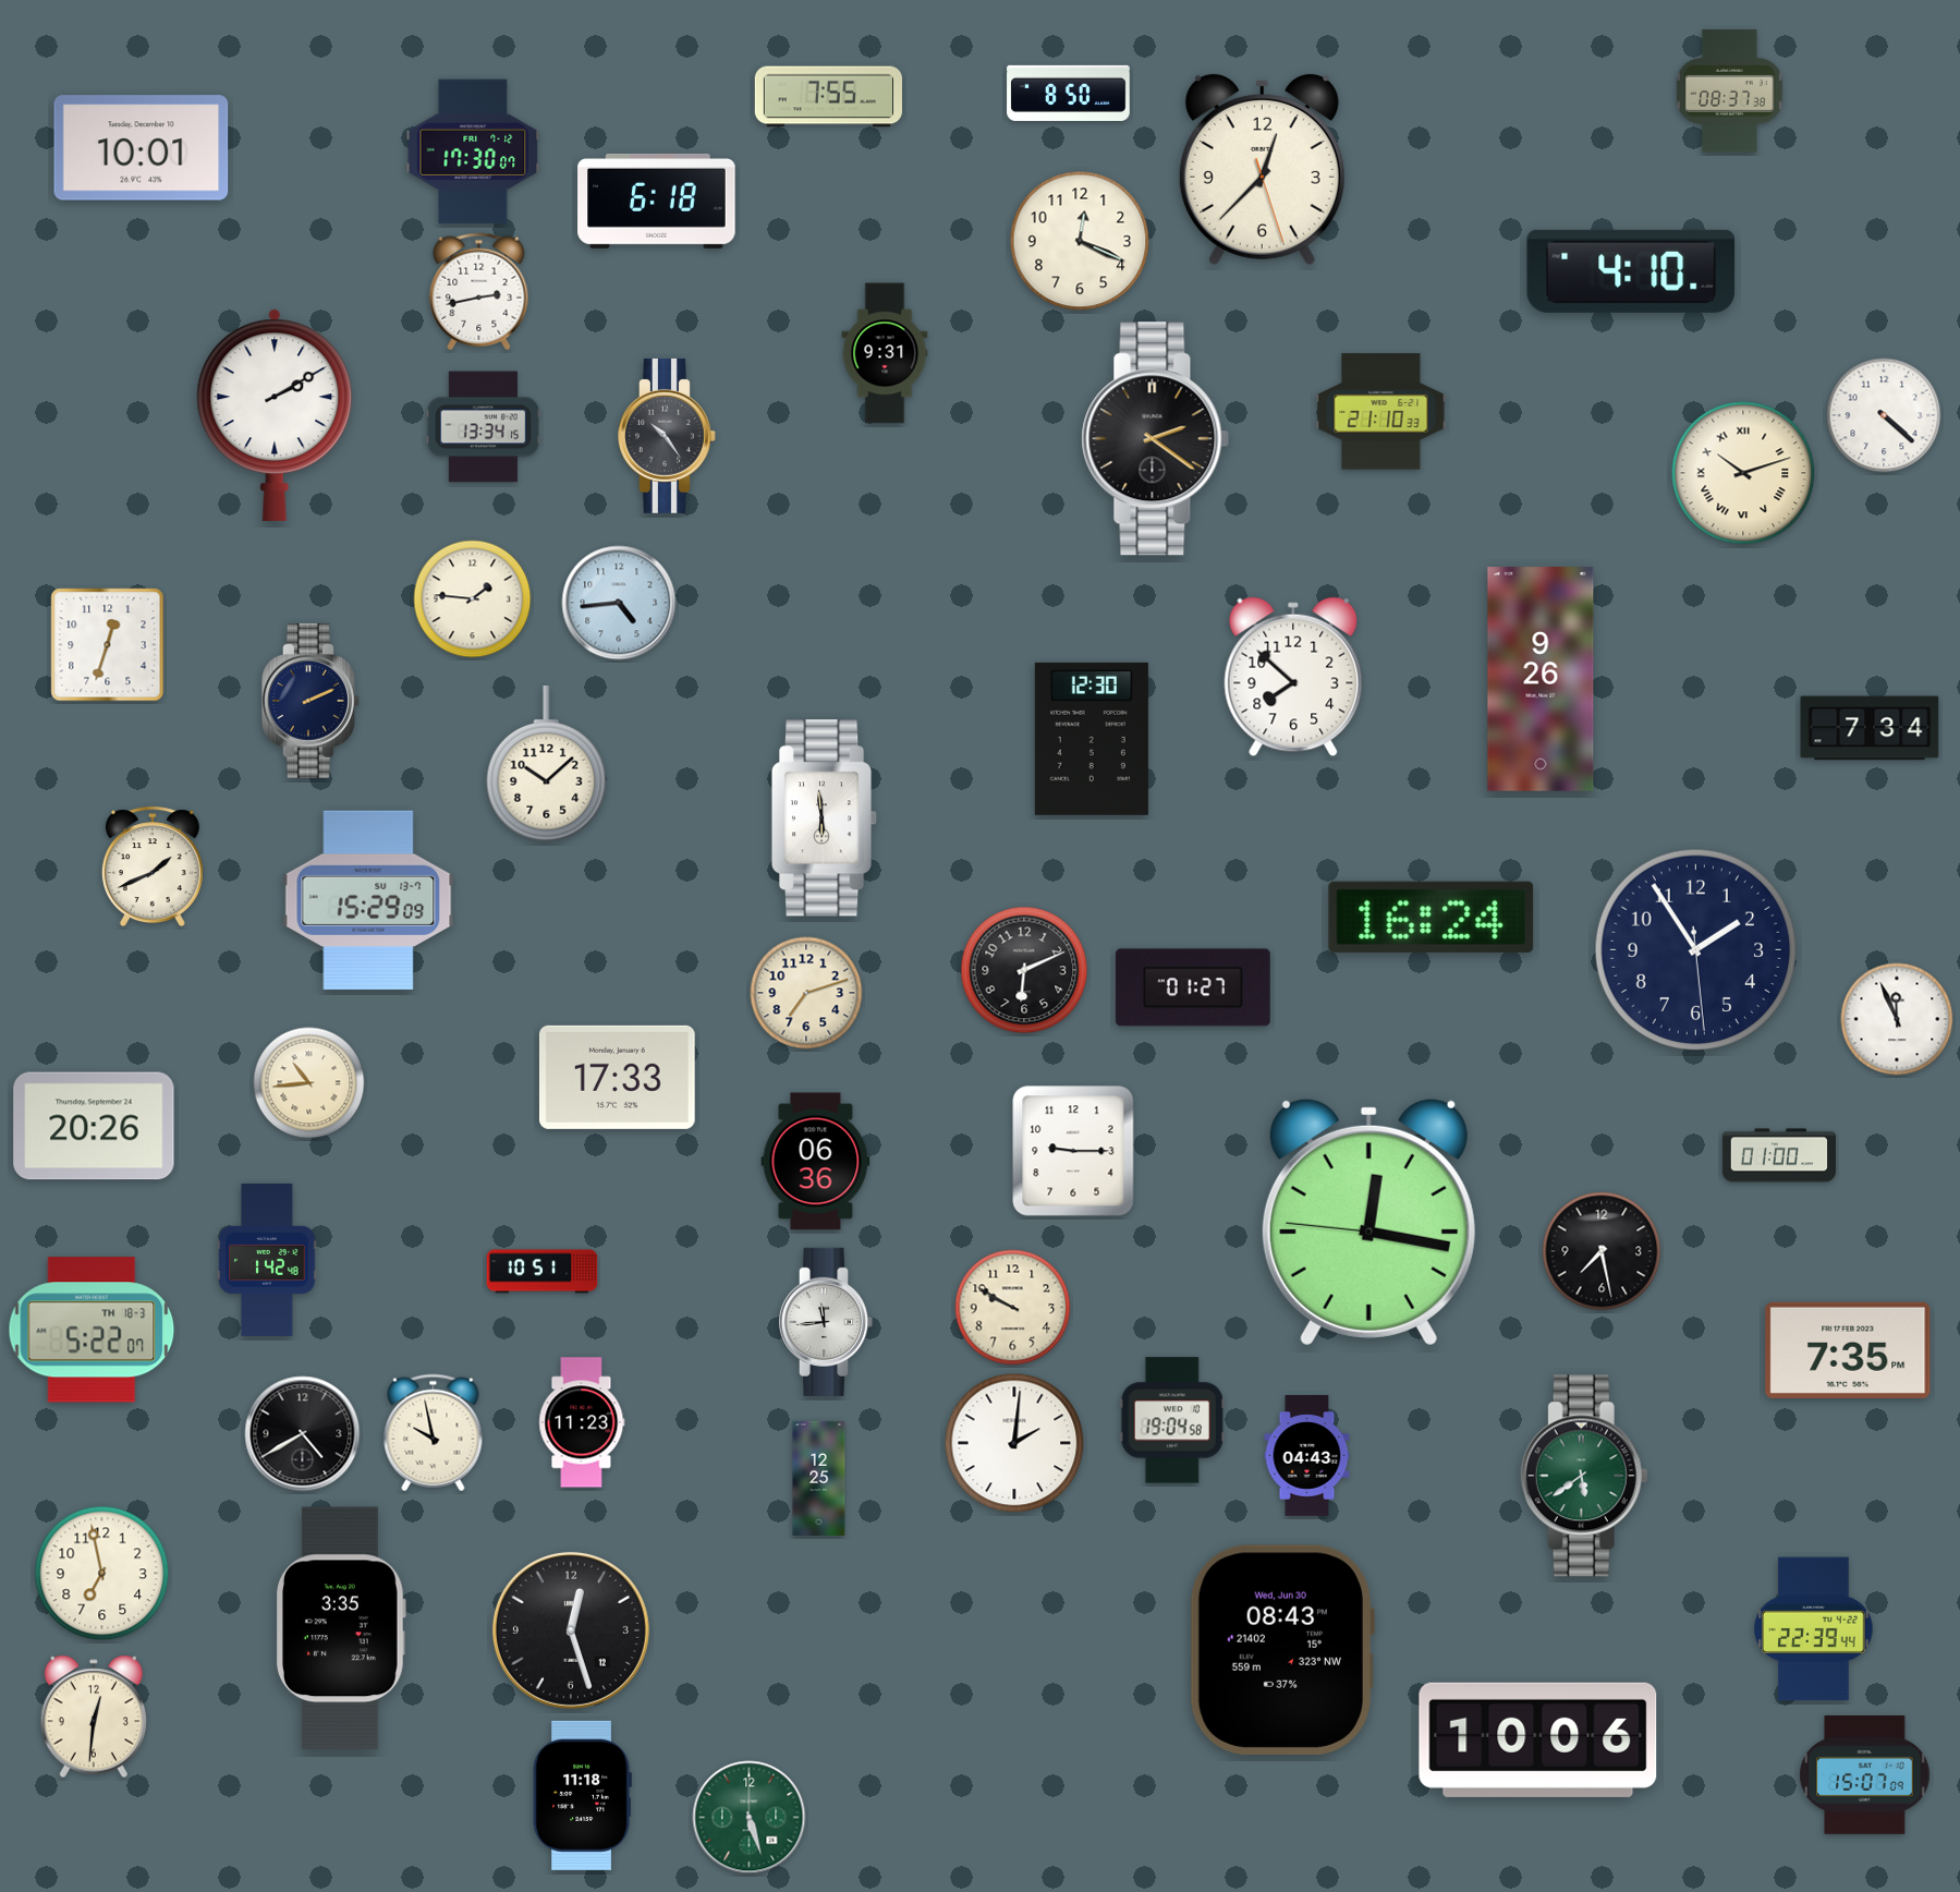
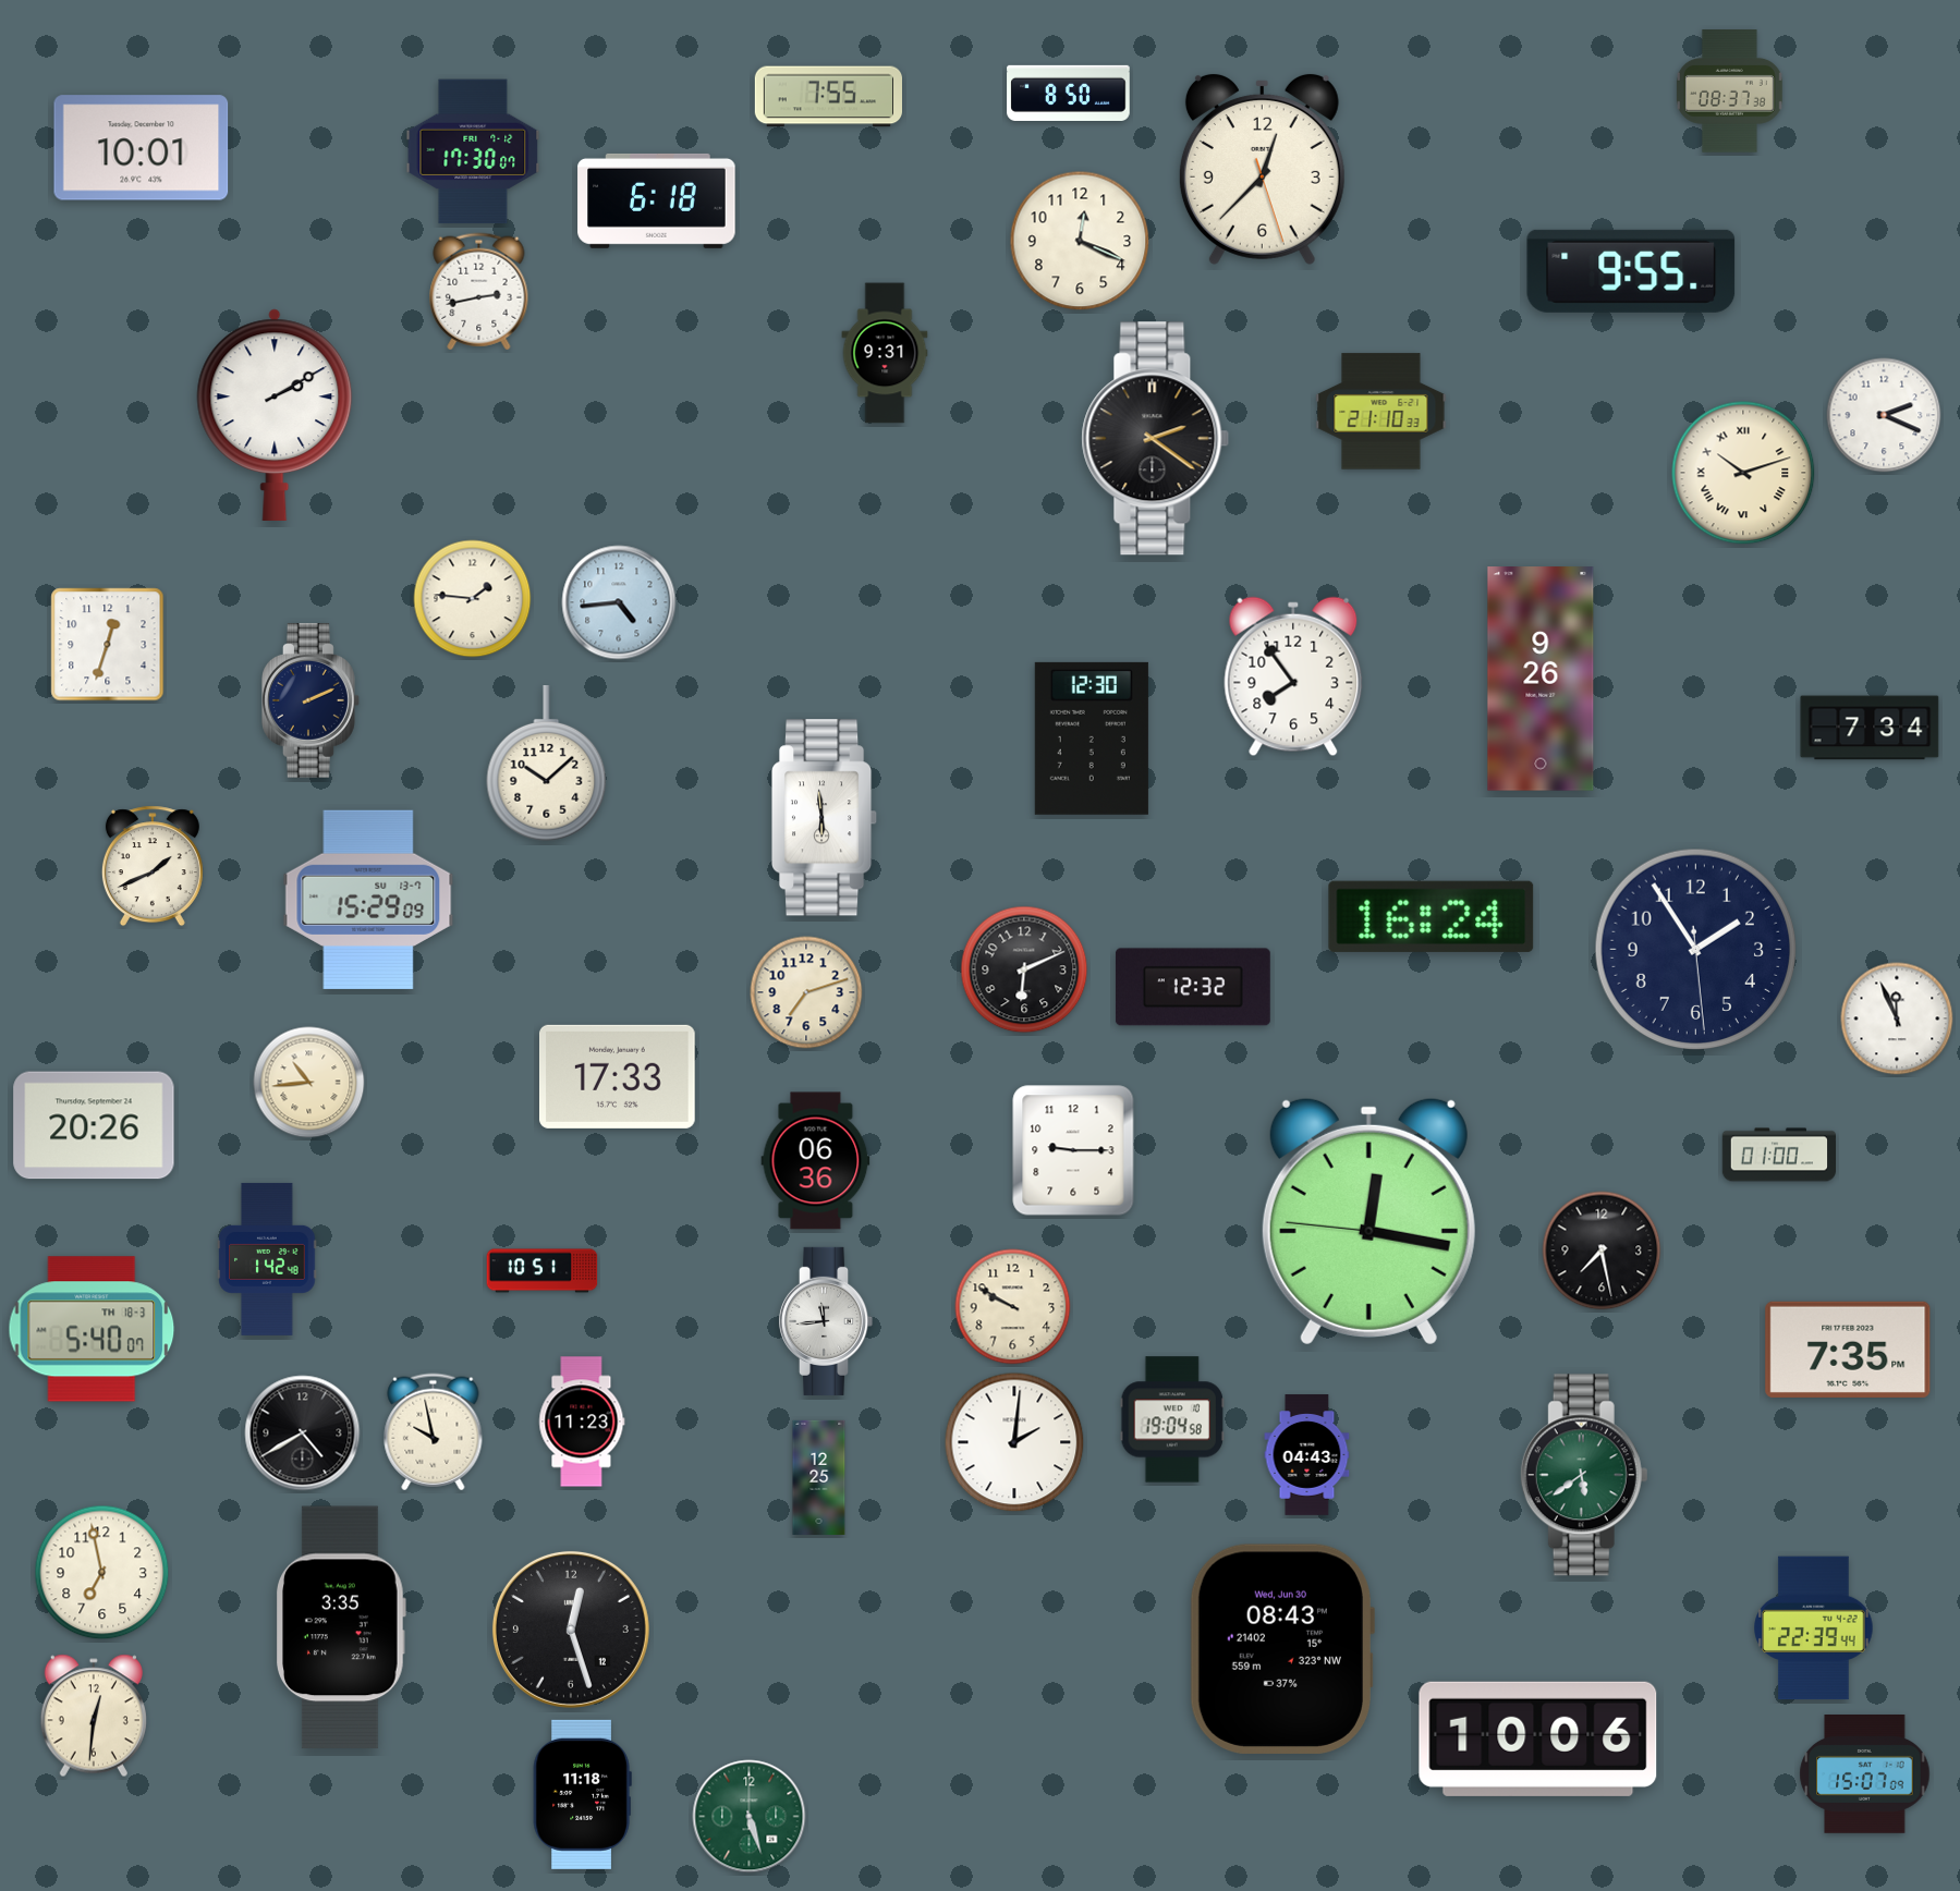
clock at (1631, 271): 4:10 -> 9:55
clock at (1884, 415): 4:22 -> 2:19
clock at (483, 427): 13:34 -> none
clock at (668, 436): 10:24 -> none
clock at (1293, 677): 7:52 -> 7:54
clock at (1193, 987): 01:27 -> 12:32
clock at (92, 1330): 5:22 -> 5:40
